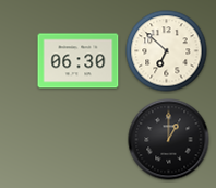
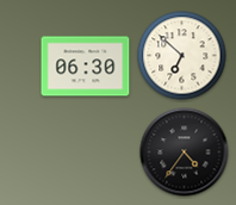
clock at (169, 140): 1:00 -> 4:36
